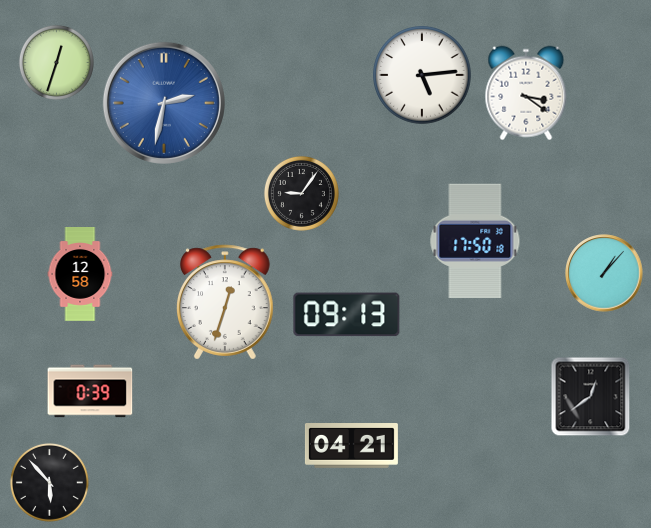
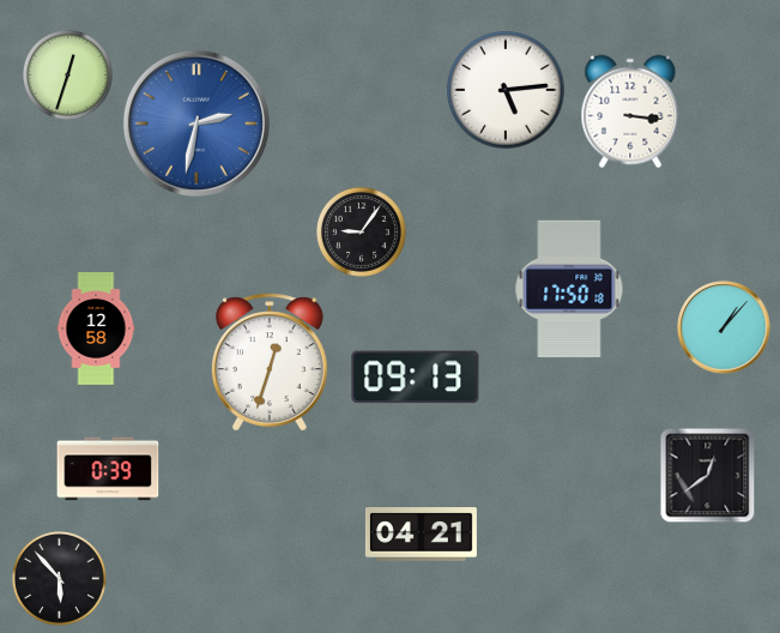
clock at (526, 93): 3:21 -> 3:16
